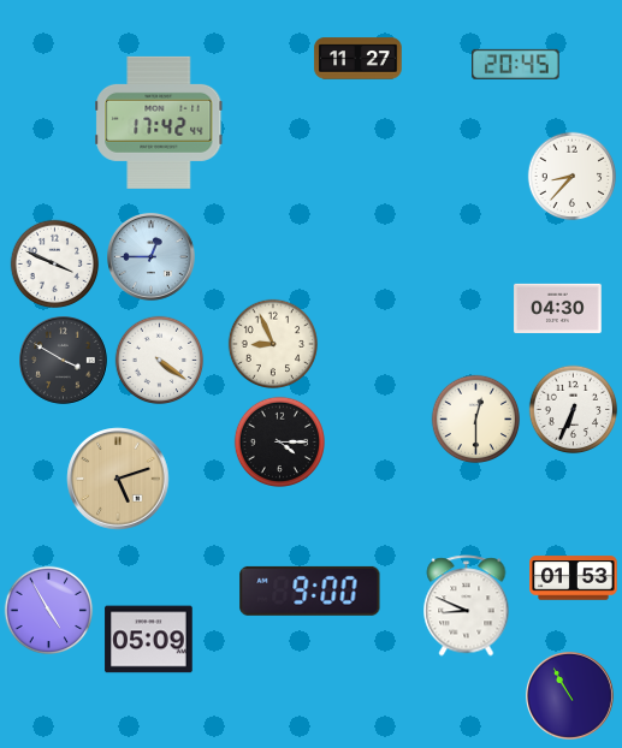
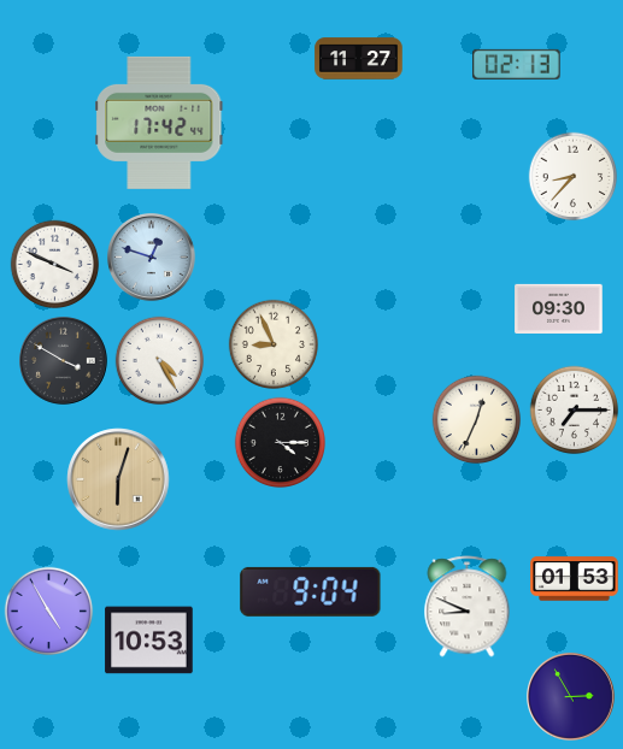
clock at (516, 64): 20:45 -> 02:13
clock at (152, 257): 12:45 -> 12:48
clock at (558, 308): 04:30 -> 09:30
clock at (160, 361): 4:21 -> 4:25
clock at (574, 410): 6:34 -> 7:15
clock at (476, 420): 12:30 -> 12:34
clock at (118, 479): 5:12 -> 6:03
clock at (310, 590): 9:00 -> 9:04
clock at (149, 640): 05:09 -> 10:53
clock at (570, 696): 10:55 -> 2:55
